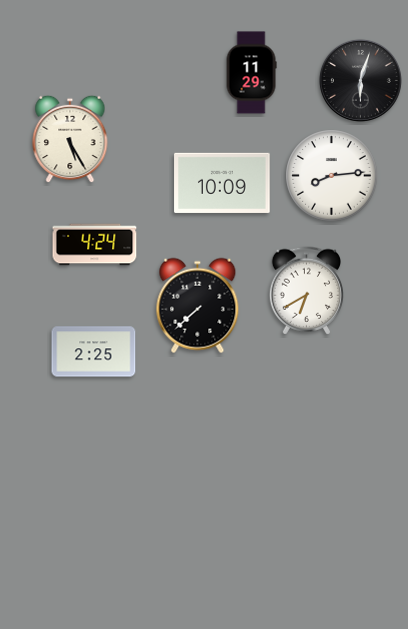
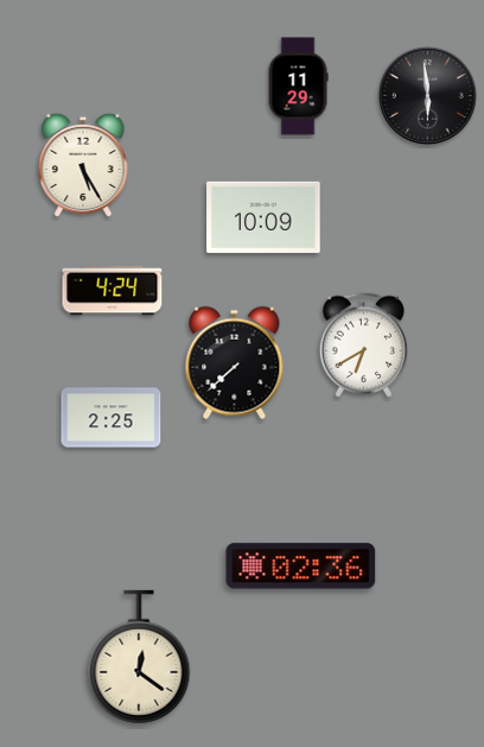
clock at (360, 80): 6:03 -> 5:59
clock at (332, 176): 8:14 -> none
clock at (301, 566): none -> 02:36
clock at (139, 657): none -> 12:21
